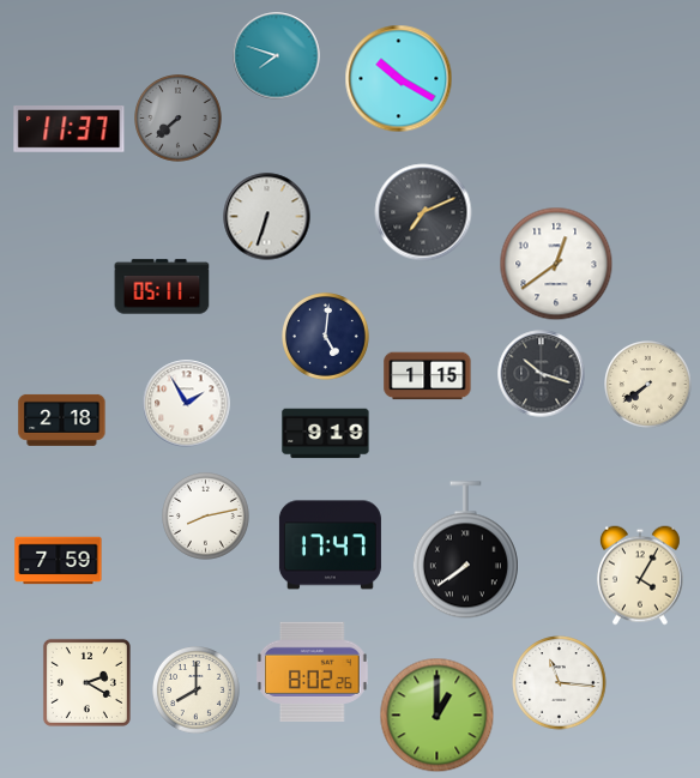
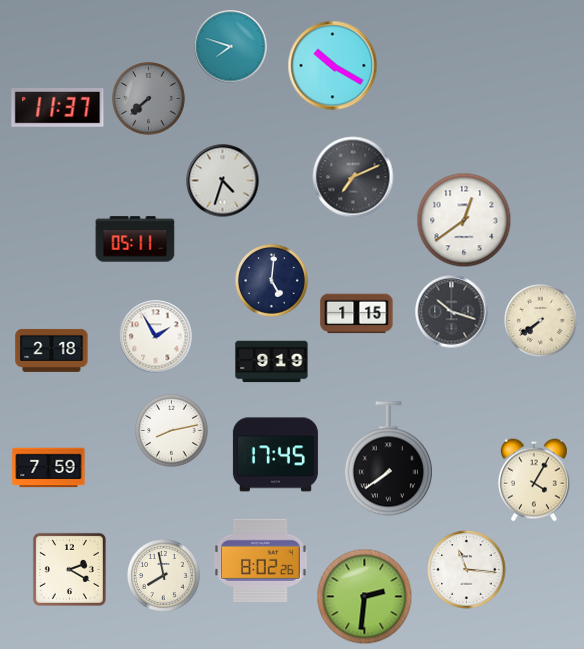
clock at (267, 217): 6:33 -> 4:33
clock at (330, 545): 17:47 -> 17:45
clock at (86, 682) position: (86, 682) -> (69, 569)
clock at (197, 690): 8:00 -> 7:58
clock at (437, 716): 1:00 -> 2:31
